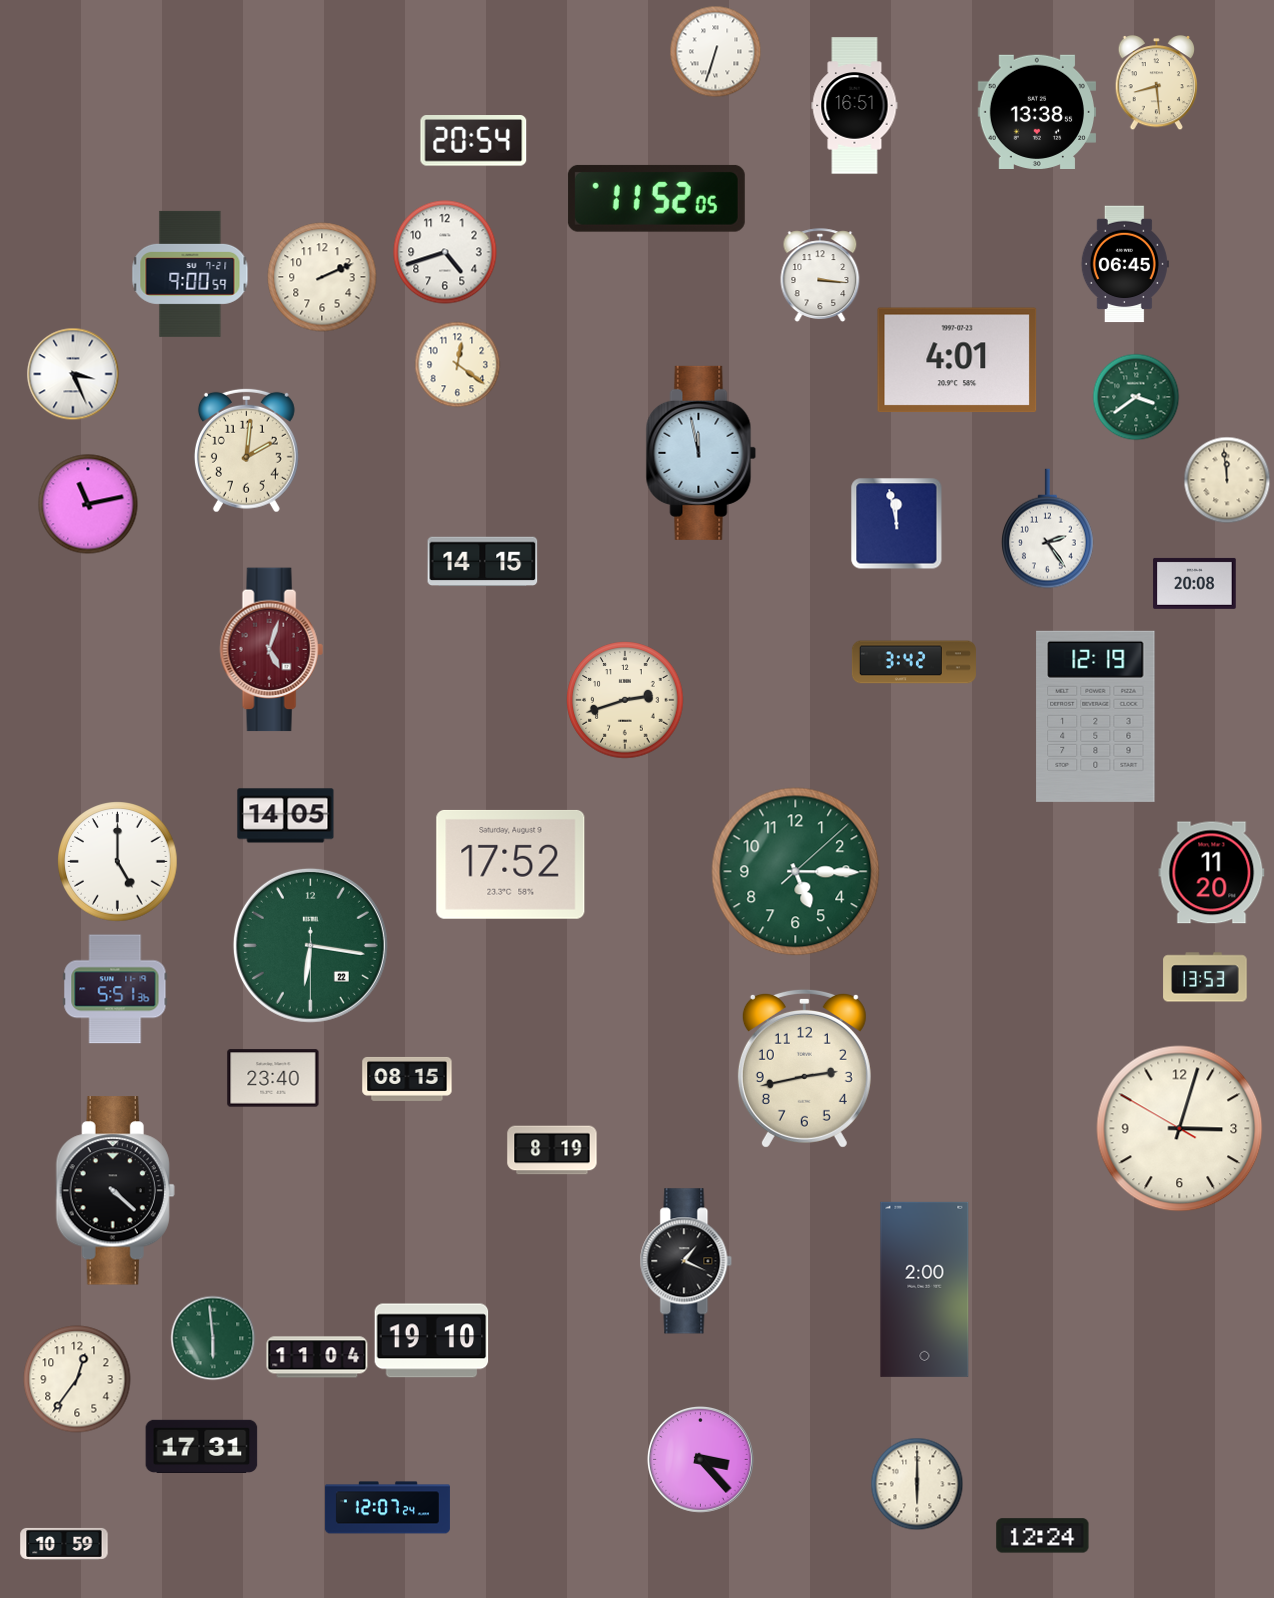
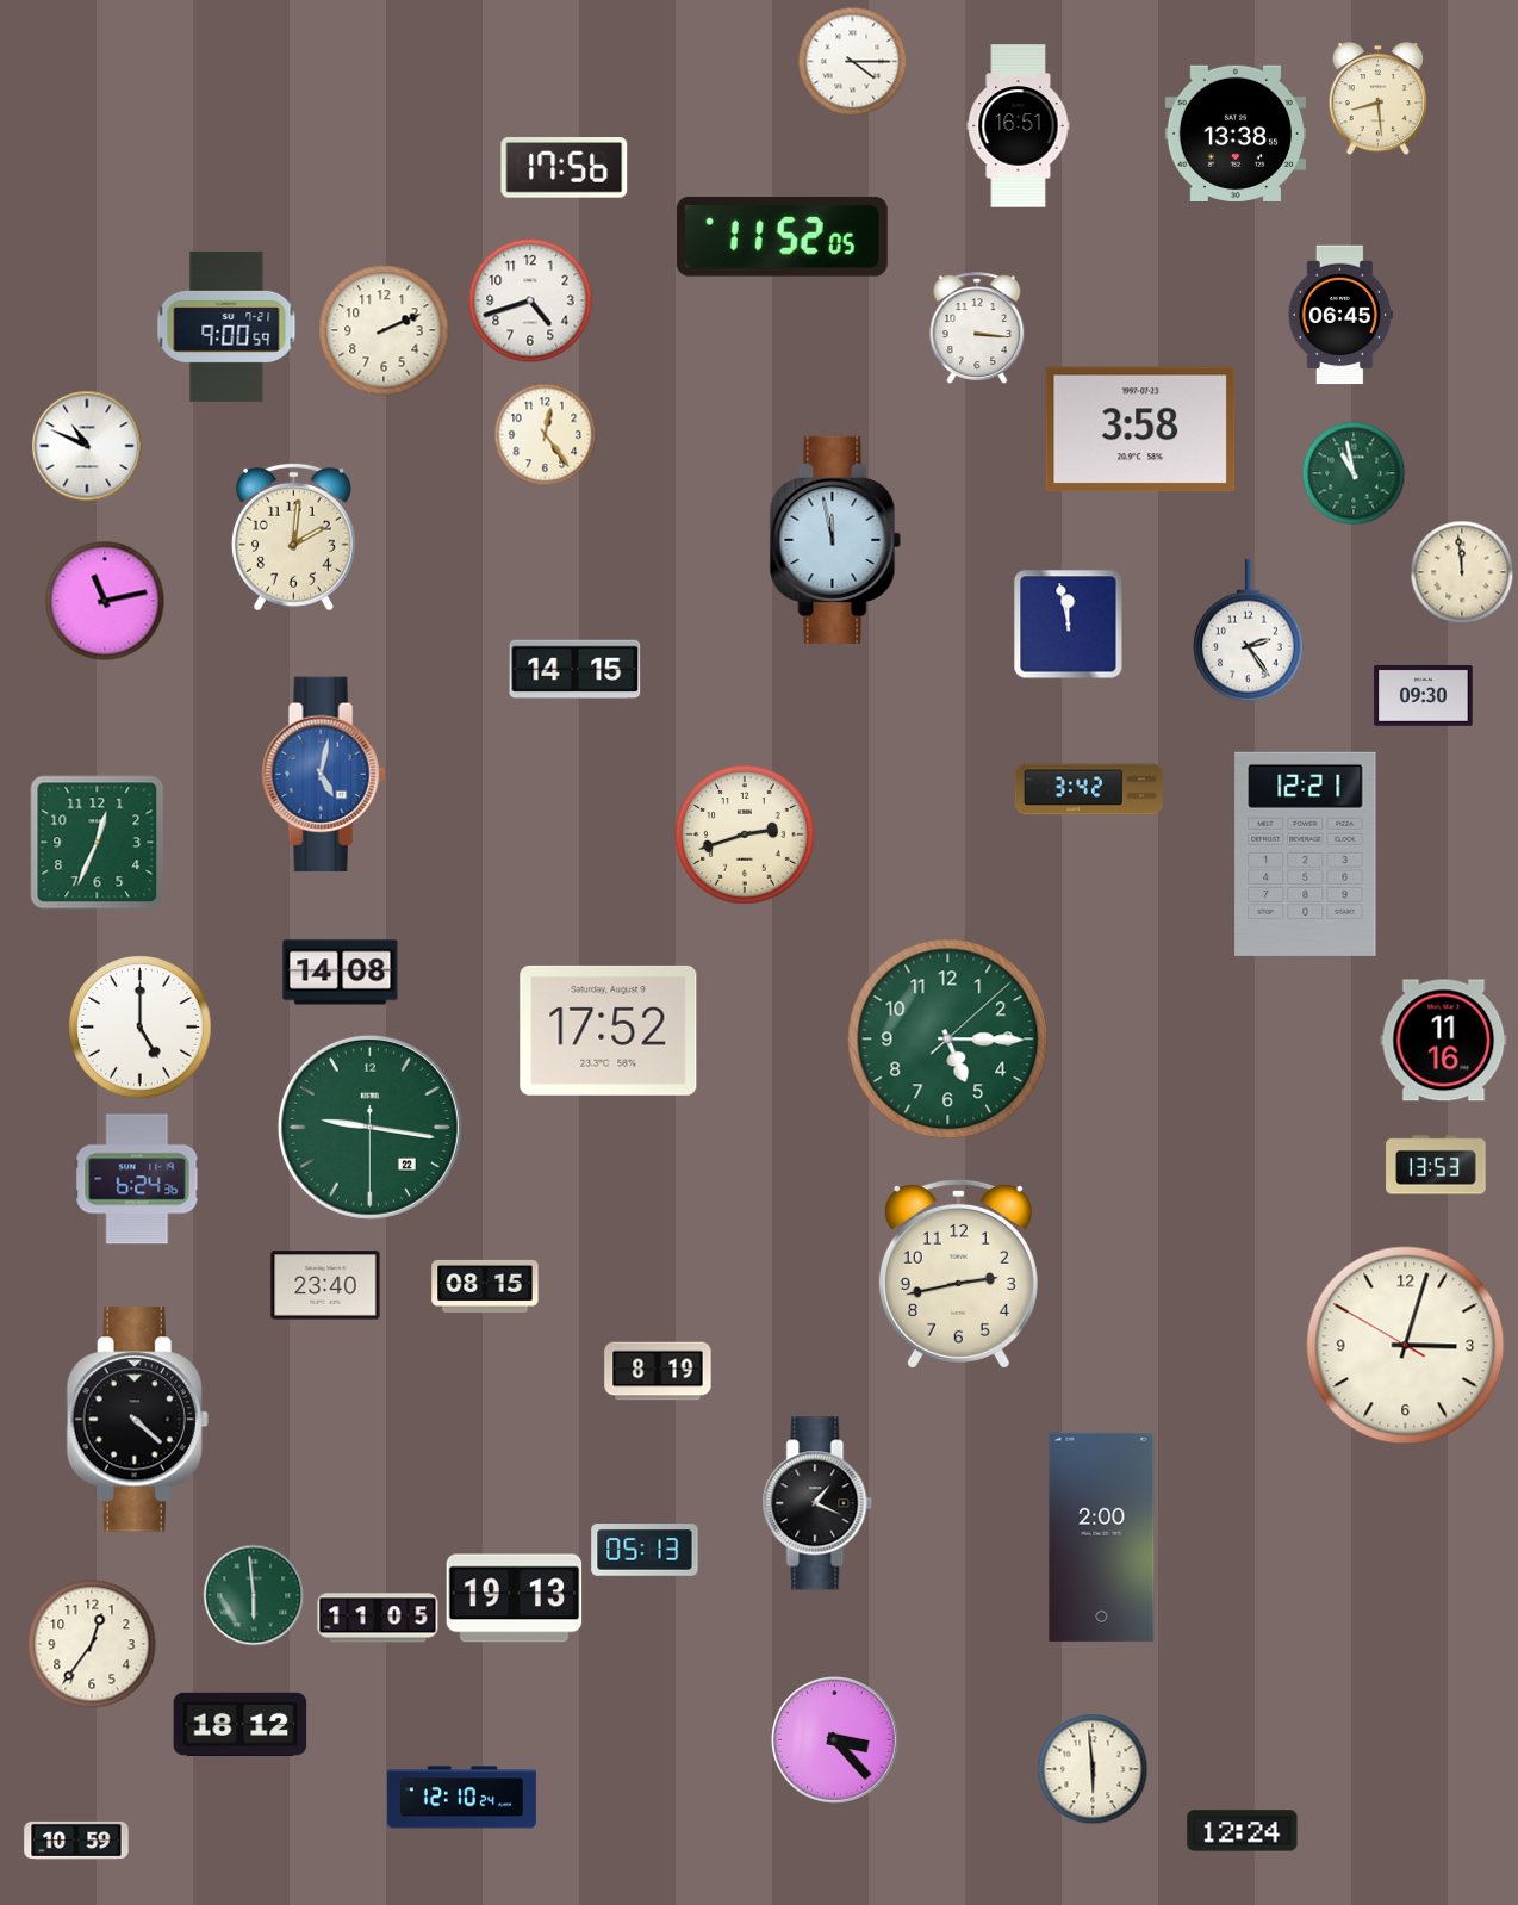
clock at (715, 51): 6:33 -> 4:15
clock at (474, 141): 20:54 -> 17:56
clock at (957, 360): 4:01 -> 3:58
clock at (457, 364): 12:21 -> 12:24
clock at (73, 374): 3:26 -> 10:49
clock at (1136, 397): 3:39 -> 10:58
clock at (1195, 583): 20:08 -> 09:30
clock at (271, 650): 5:03 -> 5:02
clock at (271, 650) dial: burgundy -> blue
clock at (98, 843): none -> 12:34
clock at (1096, 716): 12:19 -> 12:21
clock at (286, 816): 14:05 -> 14:08
clock at (1212, 873): 11:20 -> 11:16
clock at (310, 945): 6:16 -> 9:16
clock at (115, 989): 5:51 -> 6:24
clock at (645, 1550): none -> 05:13
clock at (432, 1341): 19:10 -> 19:13
clock at (317, 1357): 11:04 -> 11:05
clock at (202, 1446): 17:31 -> 18:12
clock at (917, 1484): 6:00 -> 5:59
clock at (387, 1508): 12:07 -> 12:10
